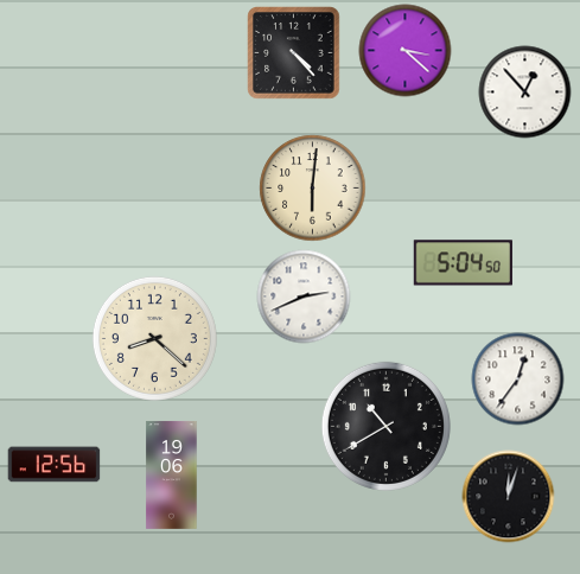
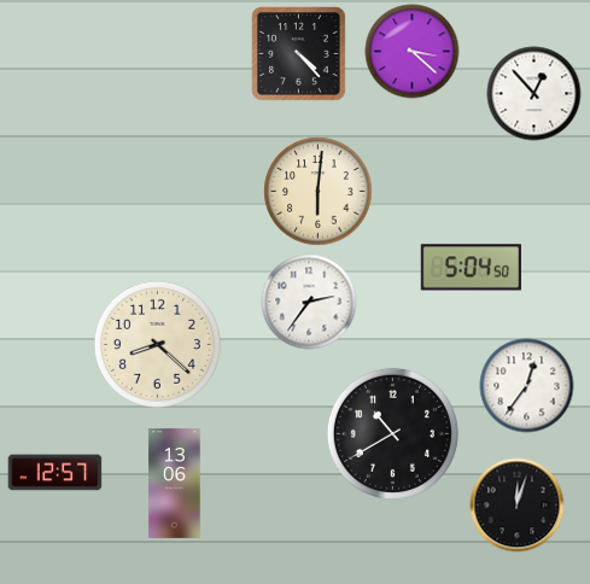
clock at (304, 296): 2:41 -> 2:36
clock at (53, 465): 12:56 -> 12:57
clock at (172, 474): 19:06 -> 13:06
